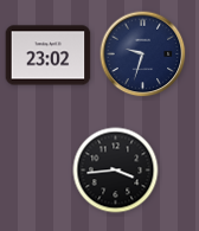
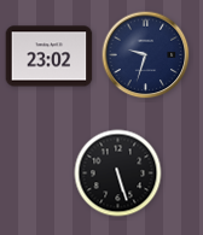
clock at (116, 171): 3:44 -> 5:27
